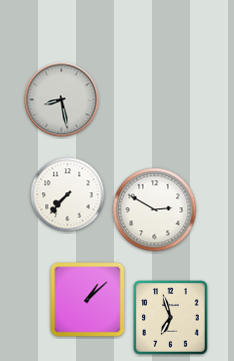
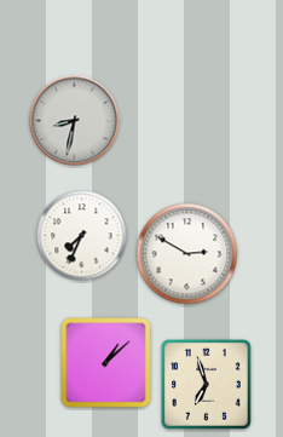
clock at (62, 100): 8:28 -> 8:32
clock at (68, 195): 7:37 -> 7:34
